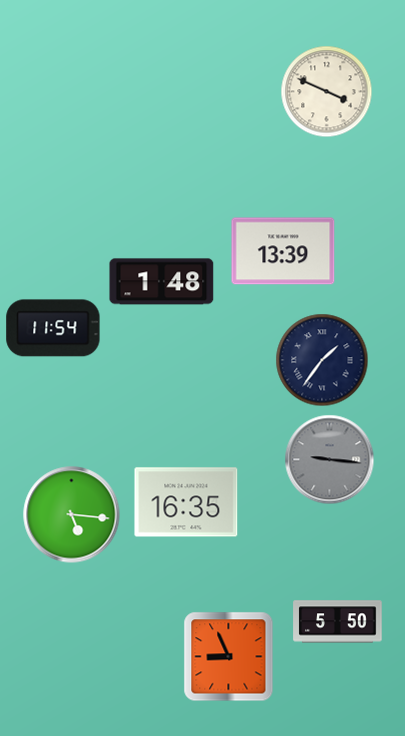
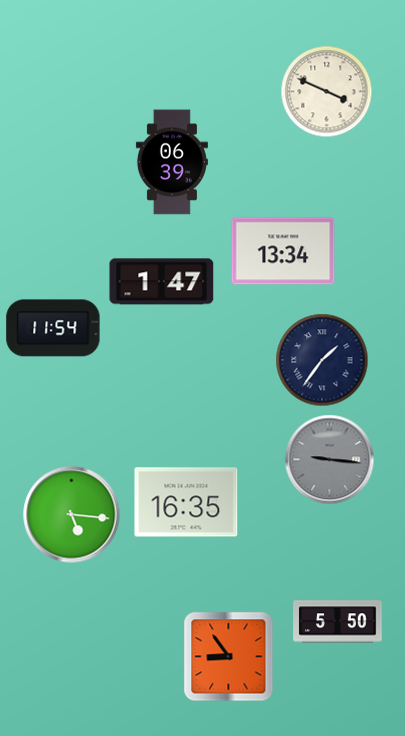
clock at (172, 162): none -> 06:39
clock at (283, 251): 13:39 -> 13:34
clock at (162, 282): 1:48 -> 1:47
clock at (229, 657): 8:56 -> 8:54
